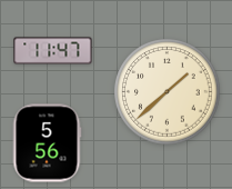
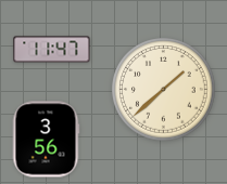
clock at (47, 143): 5:56 -> 3:56
